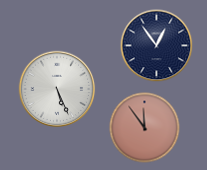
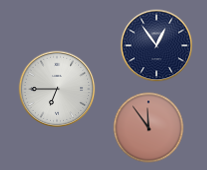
clock at (57, 89): 5:26 -> 6:45
clock at (145, 128) position: (145, 128) -> (149, 128)
